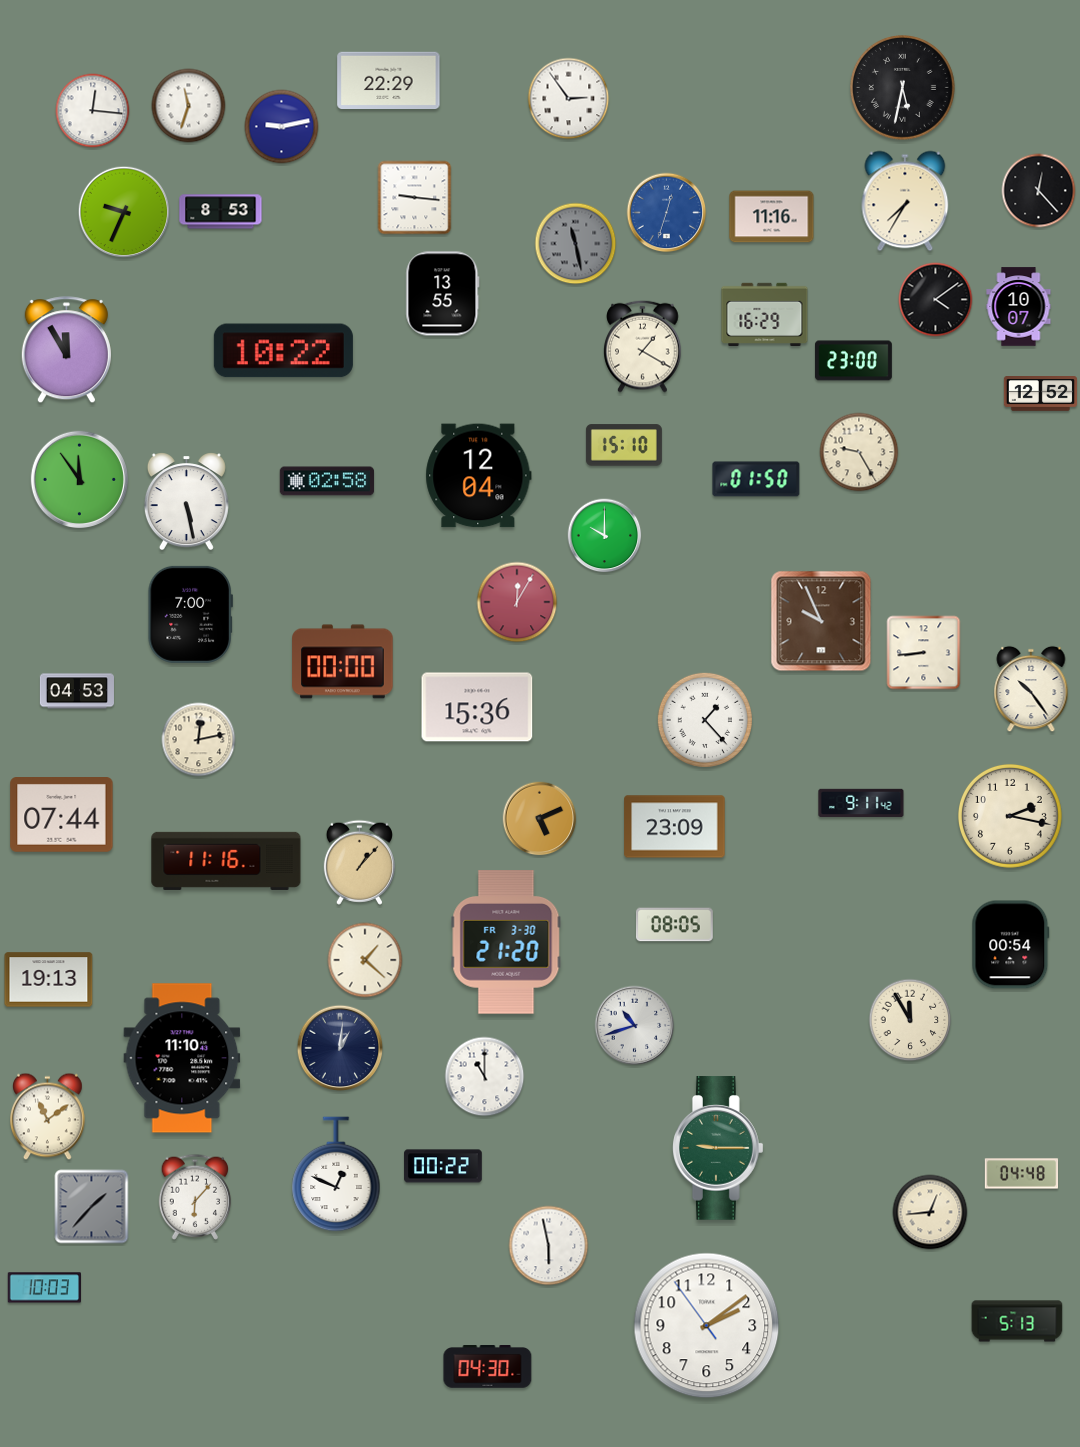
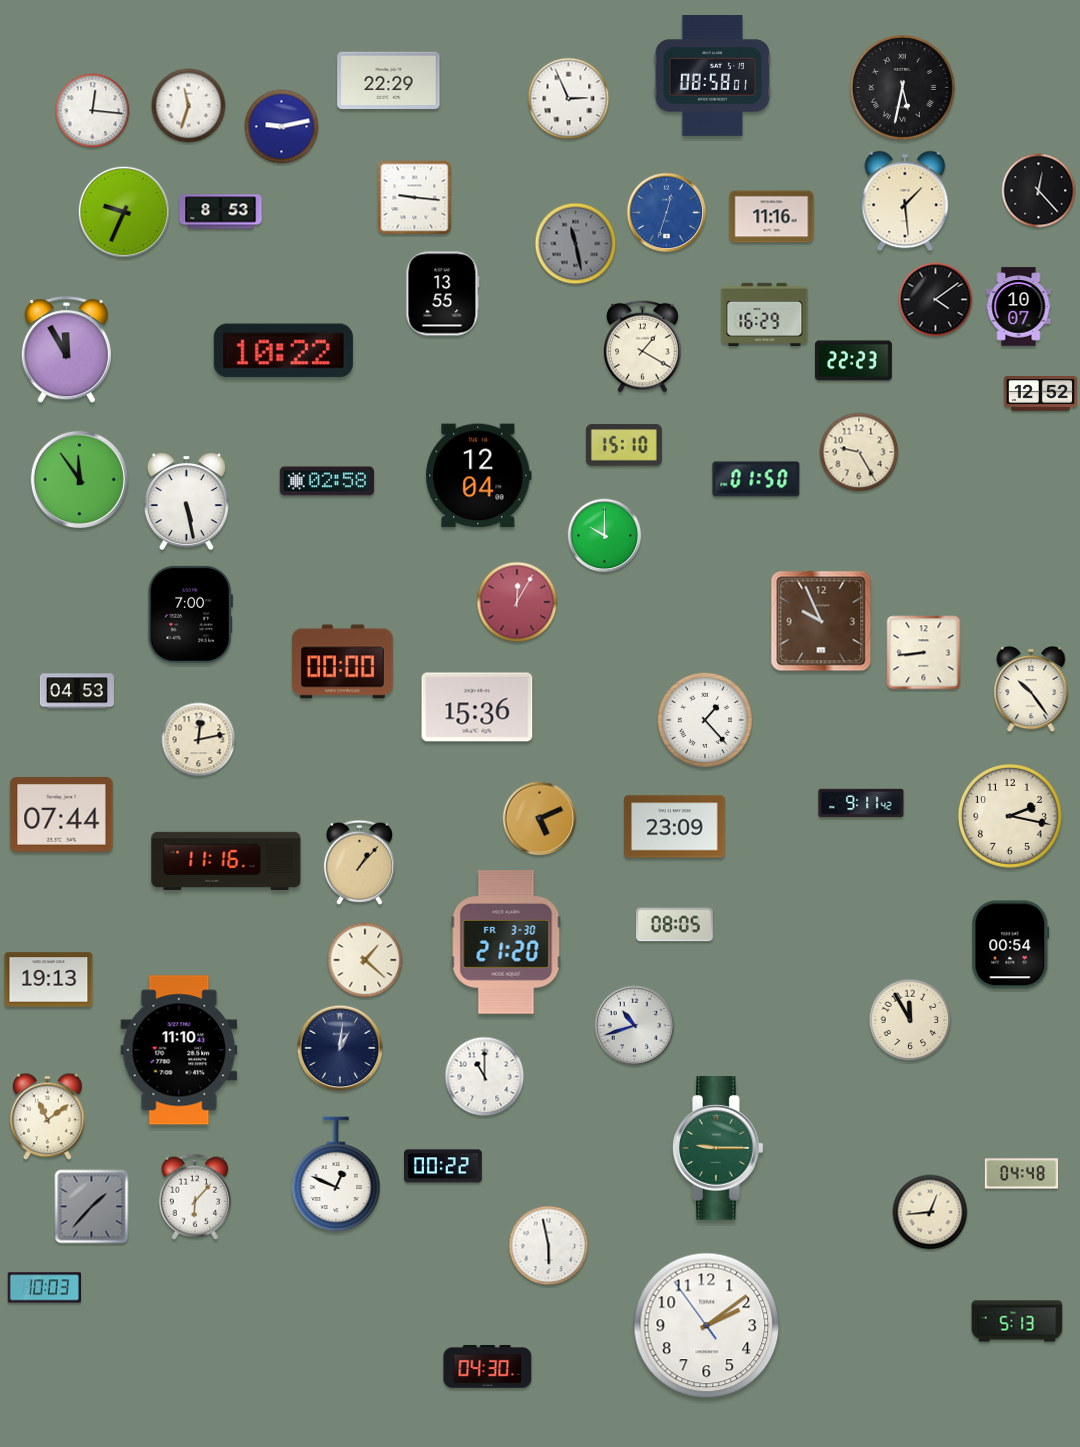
clock at (713, 76): none -> 08:58
clock at (569, 99): 2:54 -> 2:56
clock at (905, 201): 7:35 -> 1:29
clock at (853, 361): 23:00 -> 22:23
clock at (182, 1058) position: (182, 1058) -> (179, 1050)
